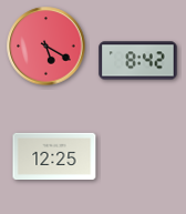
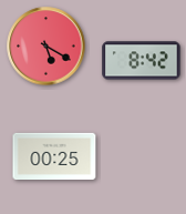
clock at (138, 61) position: (138, 61) -> (142, 61)
clock at (54, 155): 12:25 -> 00:25
